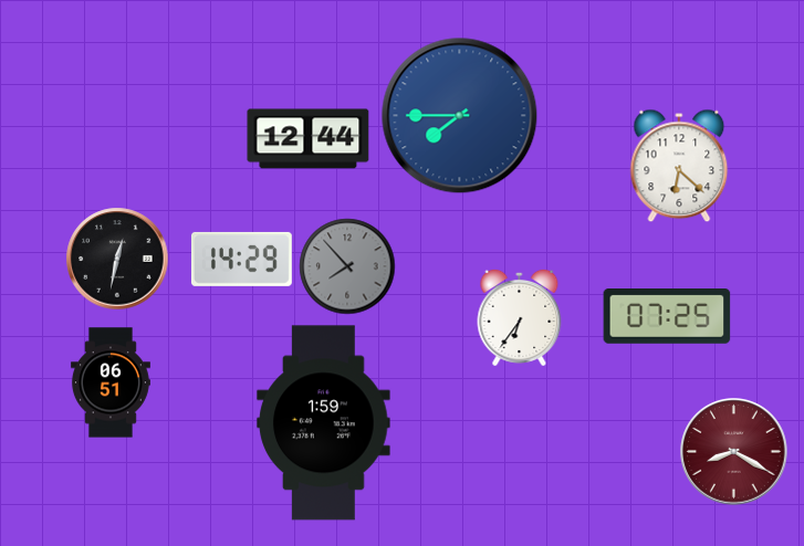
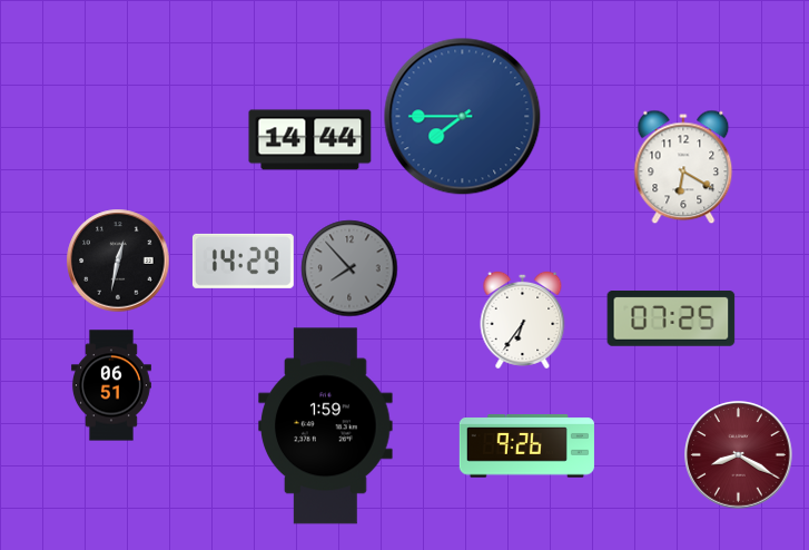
clock at (309, 139): 12:44 -> 14:44
clock at (679, 166): 6:22 -> 6:20
clock at (526, 446): none -> 9:26
